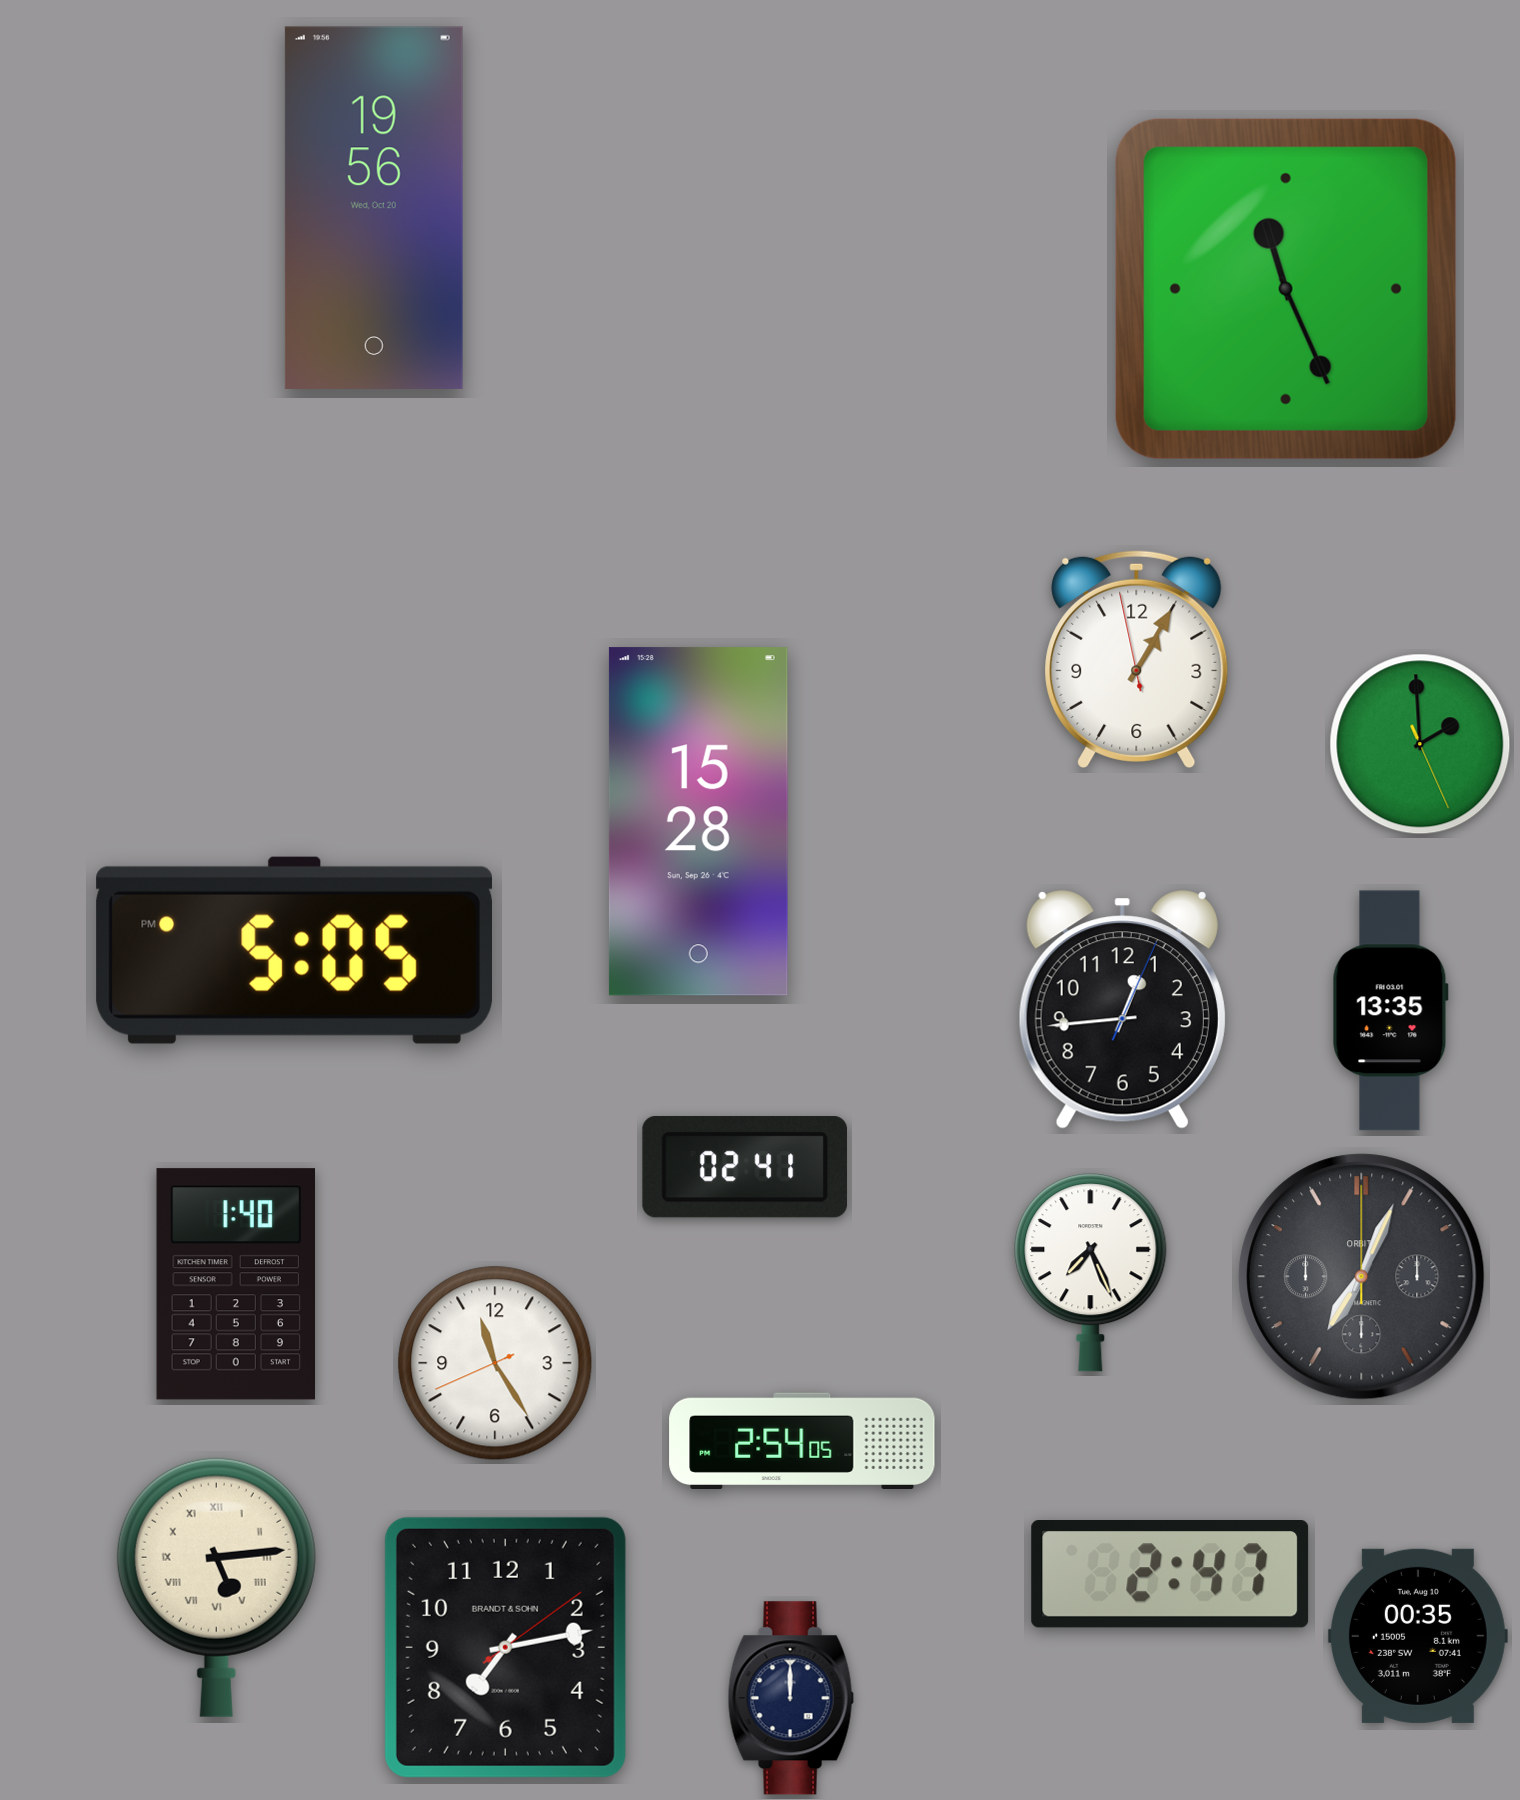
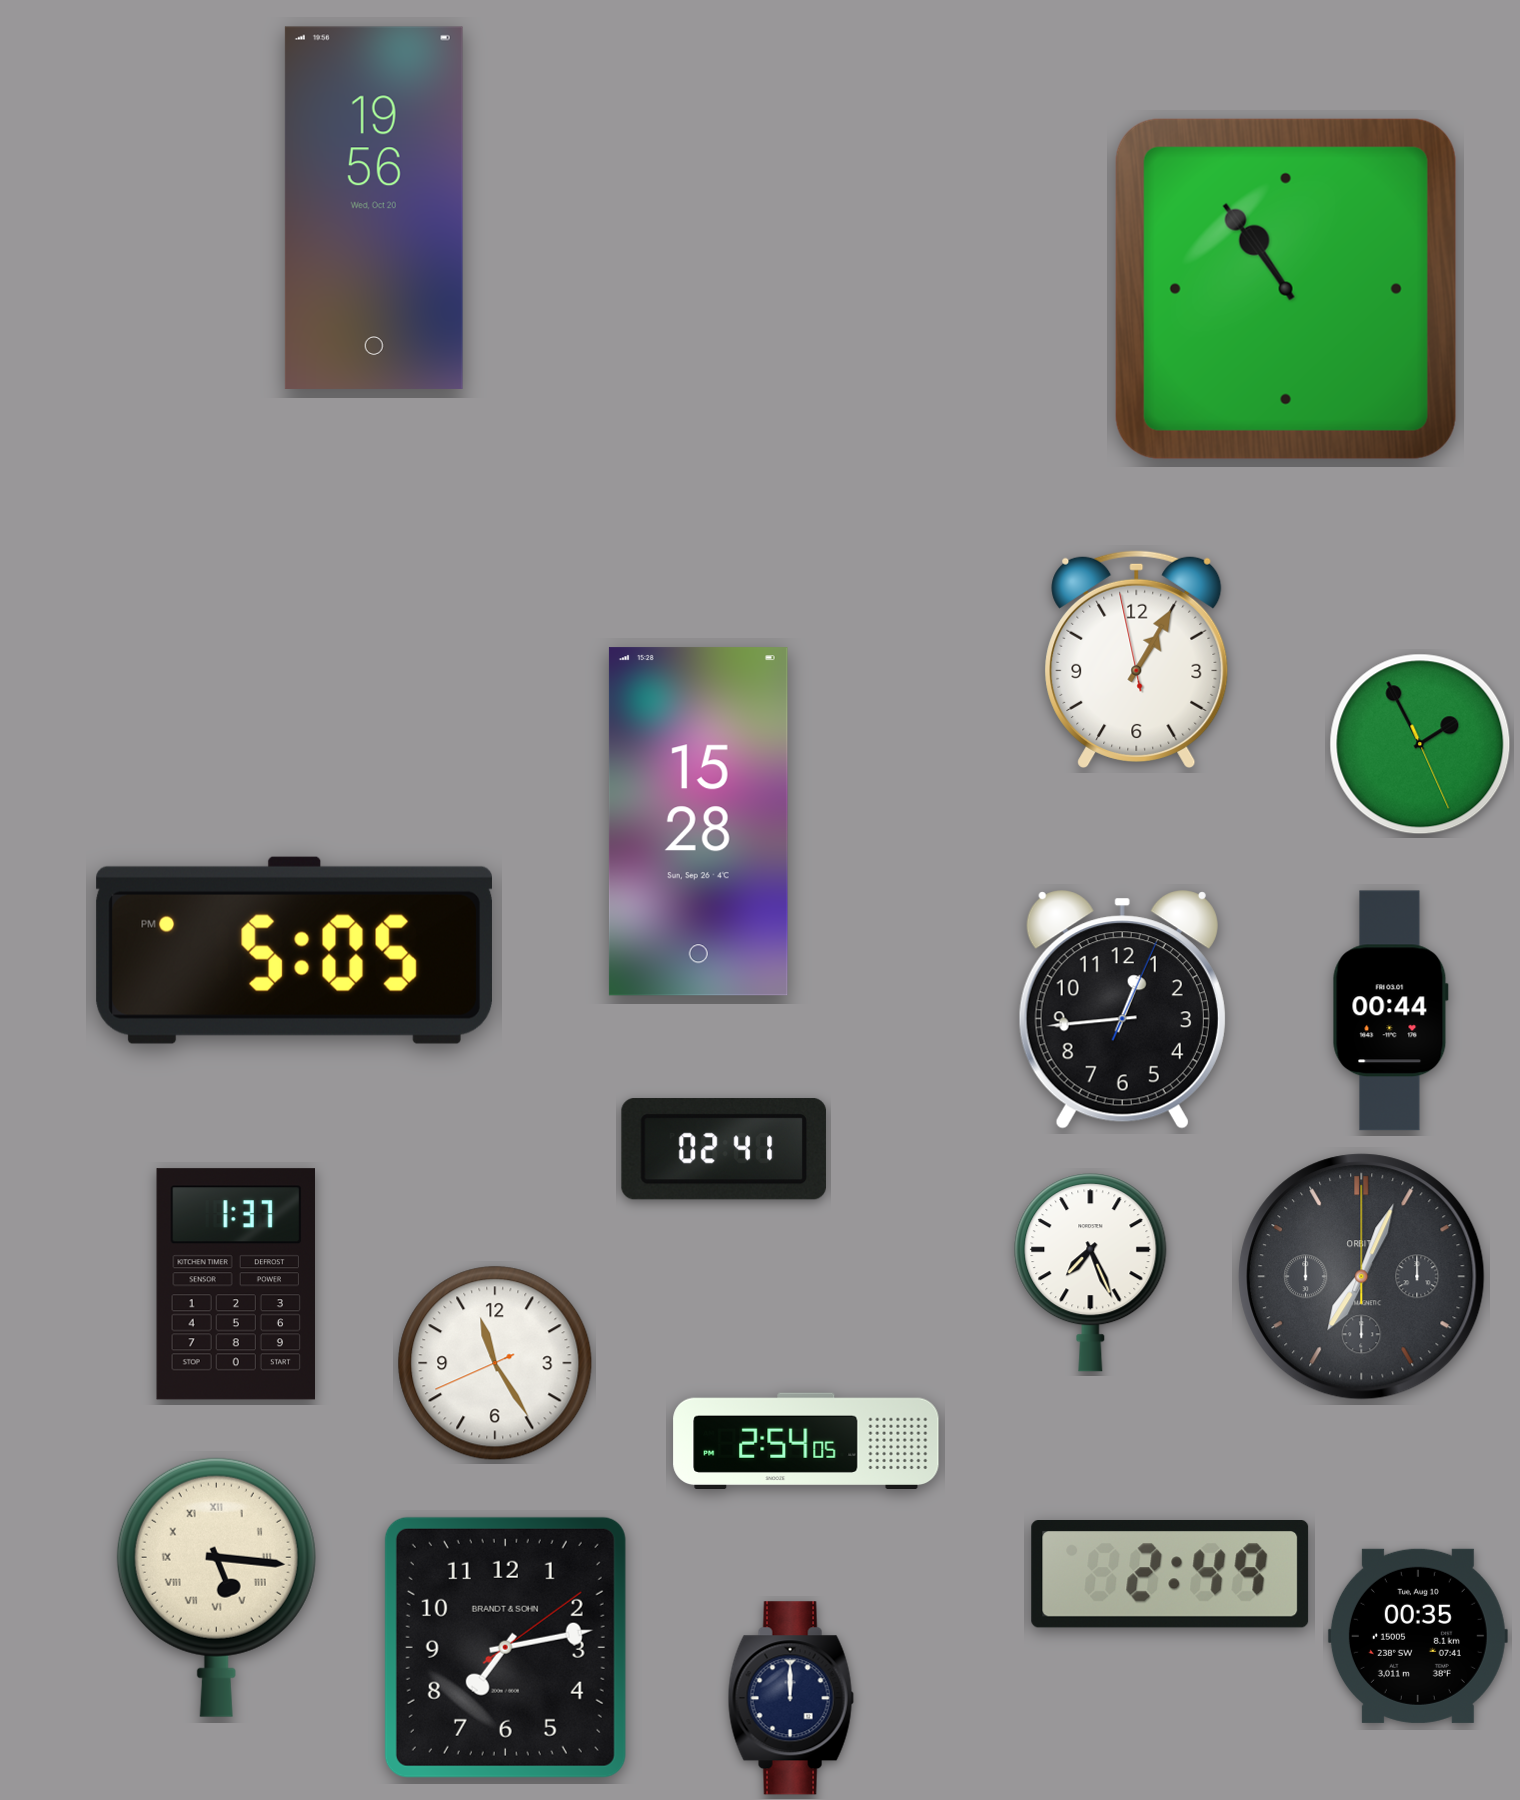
clock at (1286, 289): 11:26 -> 10:54
clock at (1420, 744): 1:59 -> 1:55
clock at (1390, 1011): 13:35 -> 00:44
clock at (745, 1167) position: (745, 1167) -> (724, 1149)
clock at (235, 1284): 1:40 -> 1:37
clock at (802, 1441) position: (802, 1441) -> (806, 1441)
clock at (1170, 1575): 2:47 -> 2:49
clock at (216, 1587): 5:14 -> 5:16
